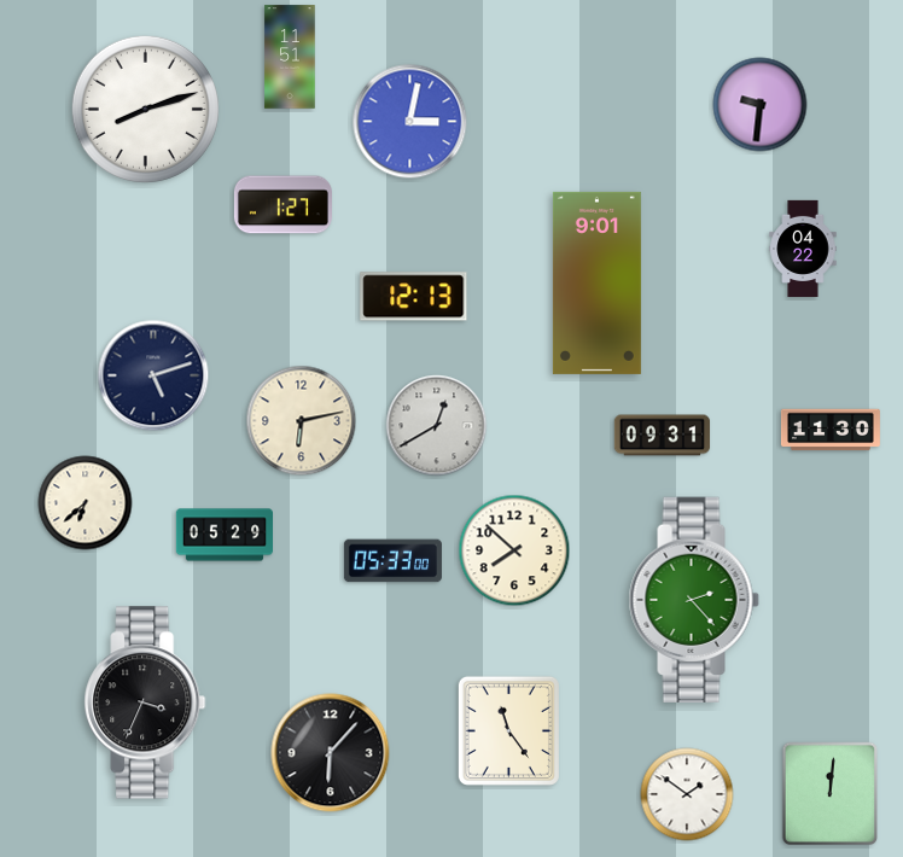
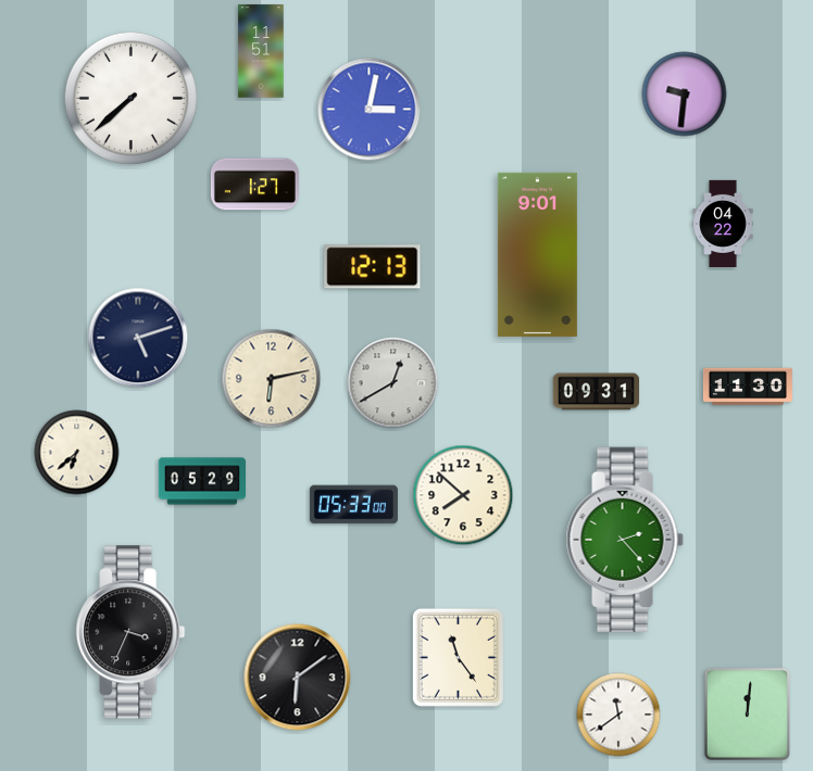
clock at (145, 109): 8:12 -> 7:38
clock at (331, 753): 6:07 -> 6:09
clock at (687, 794): 1:51 -> 11:39
